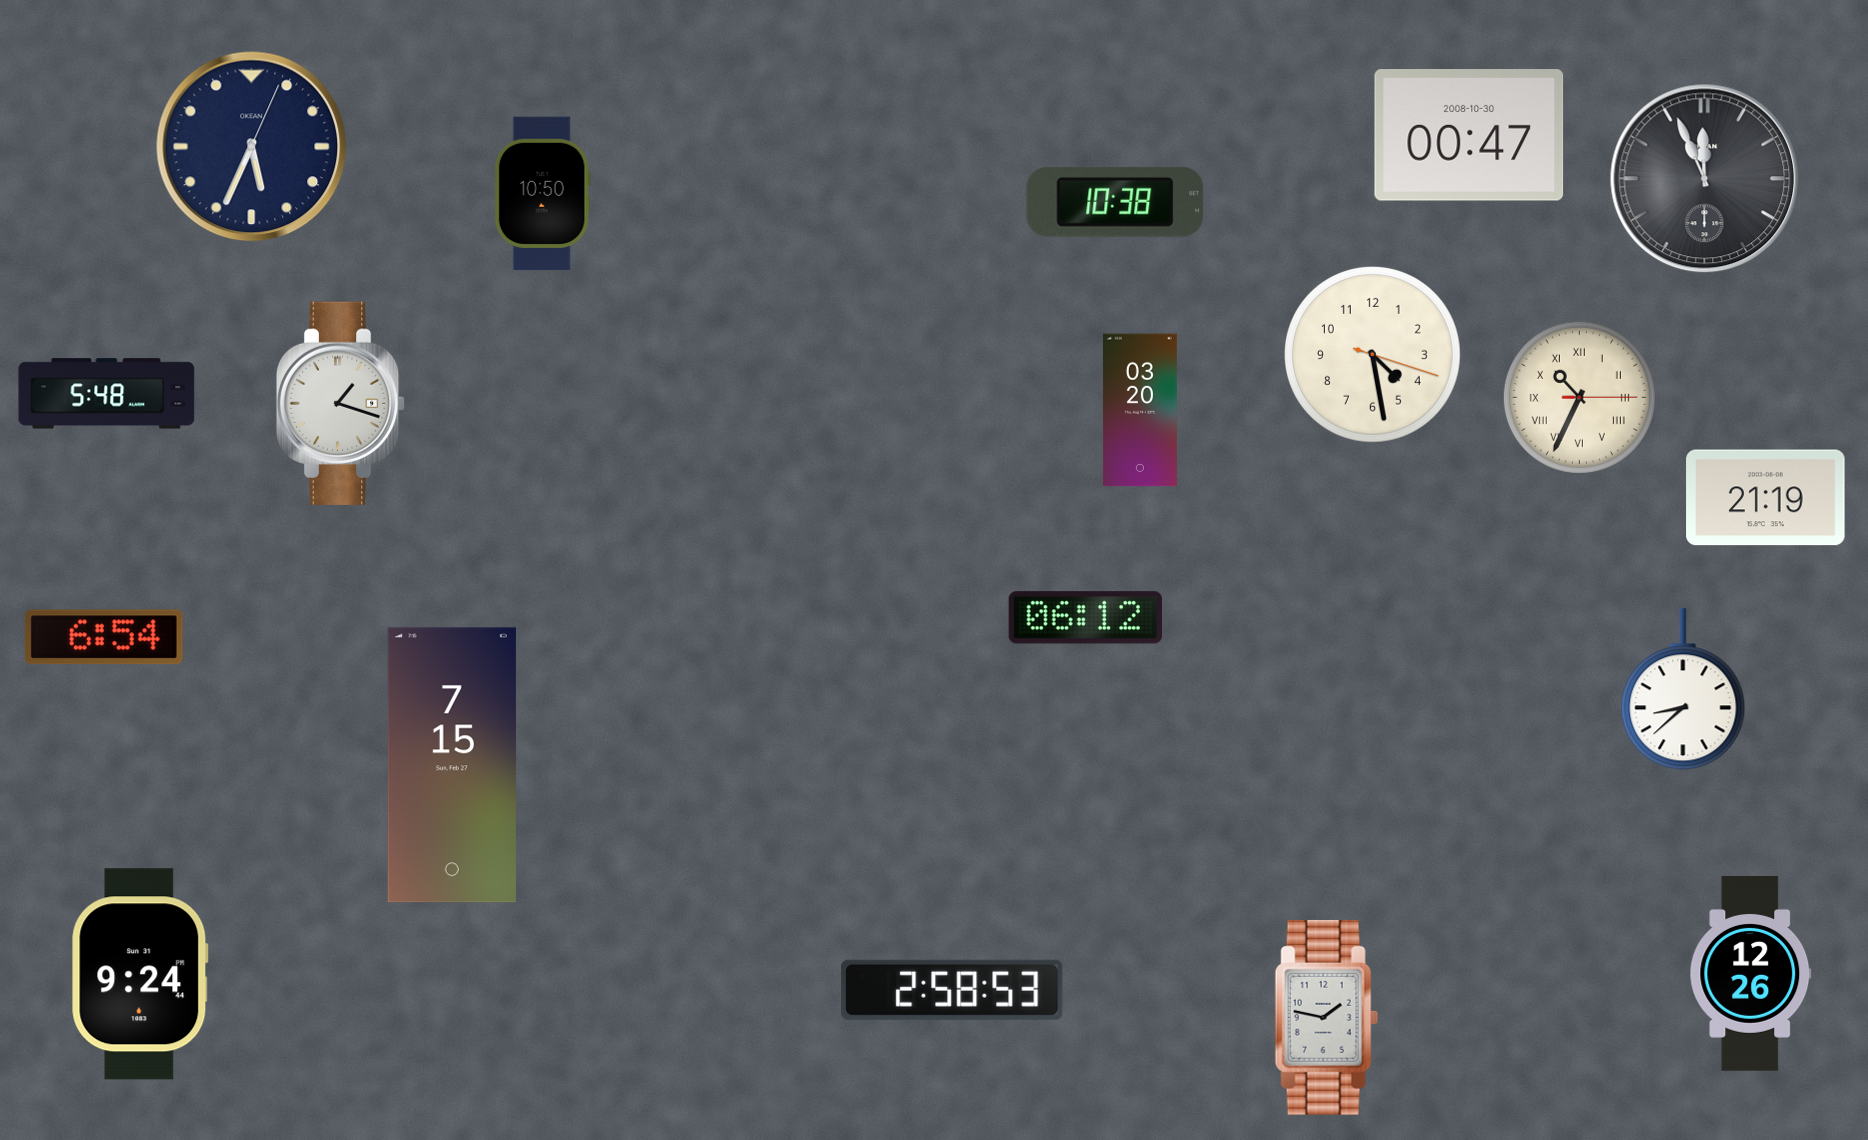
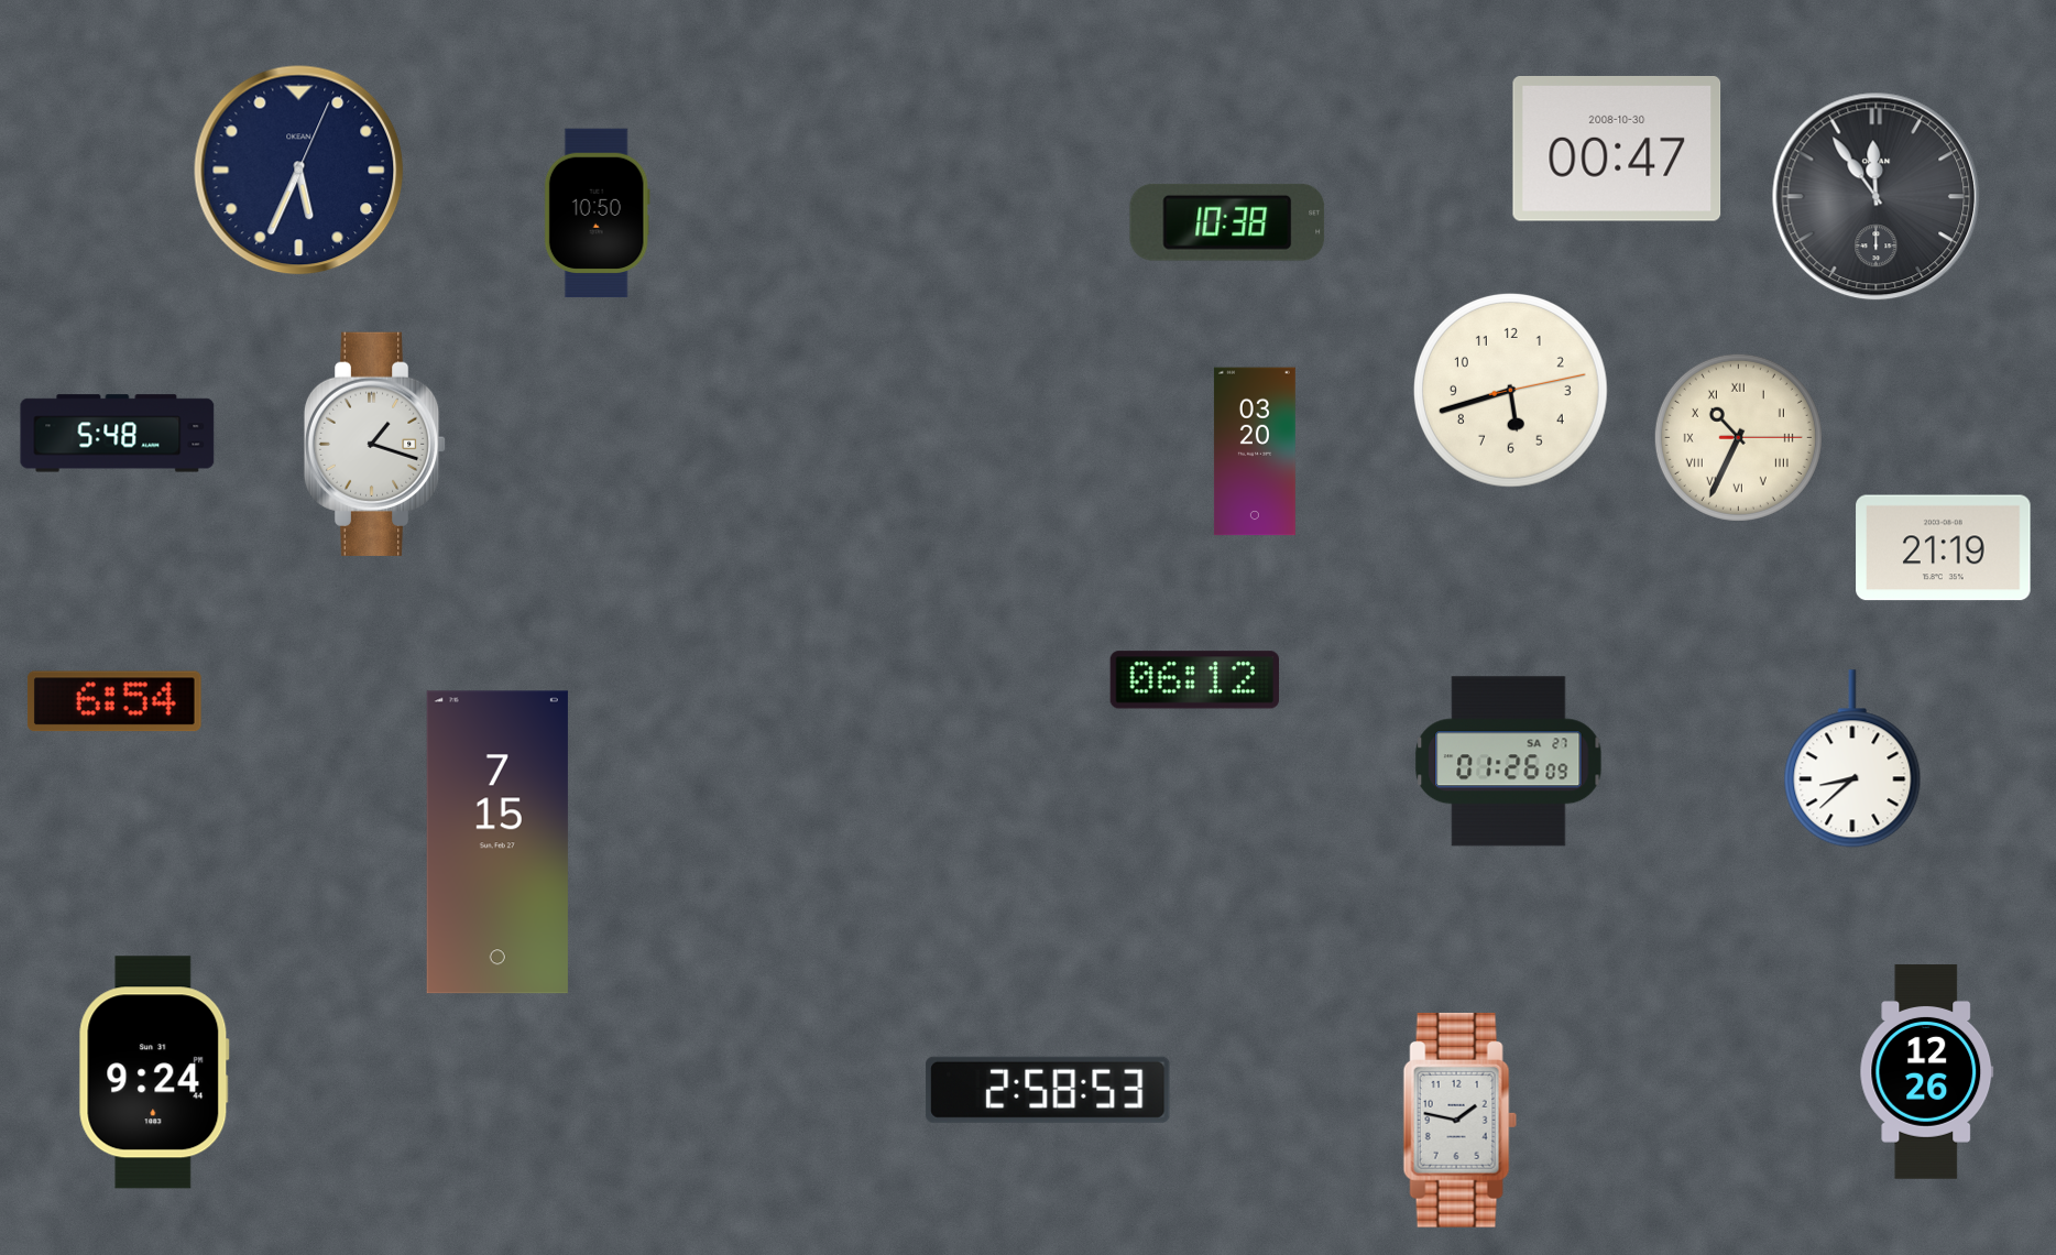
clock at (252, 147) position: (252, 147) -> (299, 171)
clock at (1705, 179): 11:56 -> 11:54
clock at (1372, 354): 4:28 -> 5:42
clock at (1509, 762): none -> 01:26
